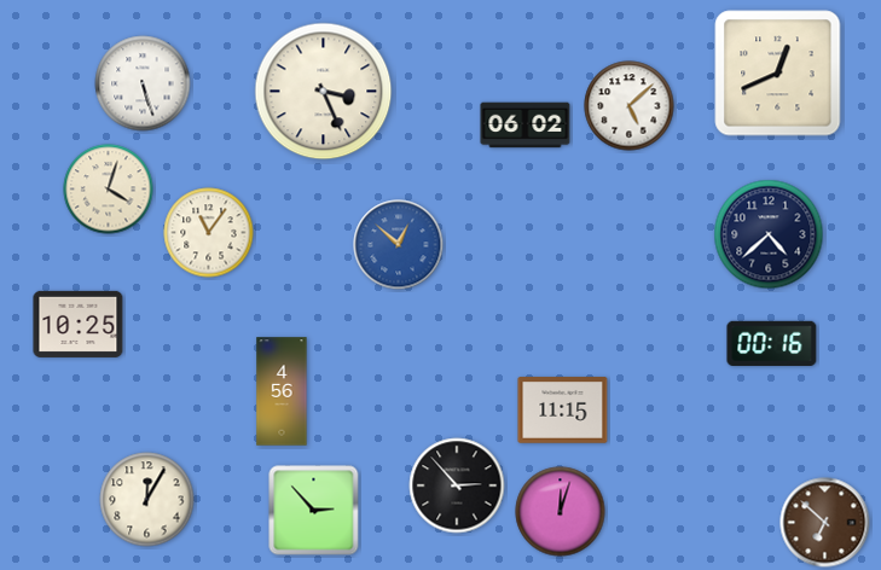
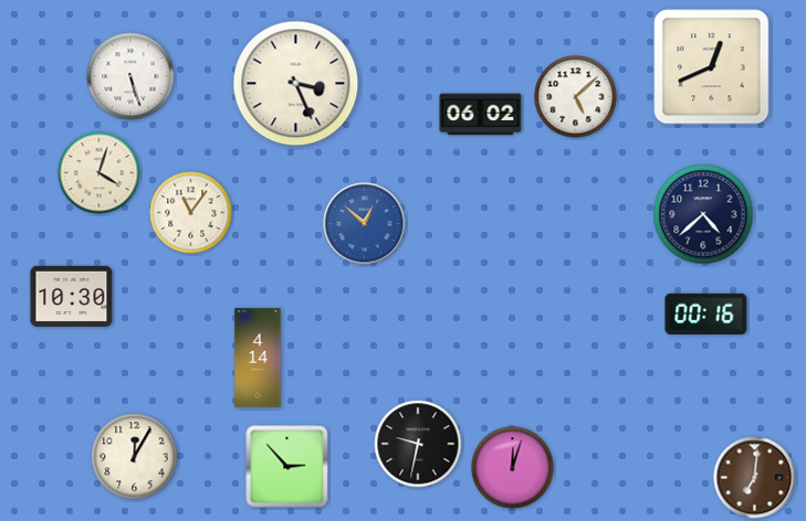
clock at (79, 324): 10:25 -> 10:30
clock at (282, 391): 4:56 -> 4:14
clock at (563, 411): 11:15 -> none
clock at (457, 485): 2:53 -> 9:32
clock at (825, 523): 6:52 -> 7:01
